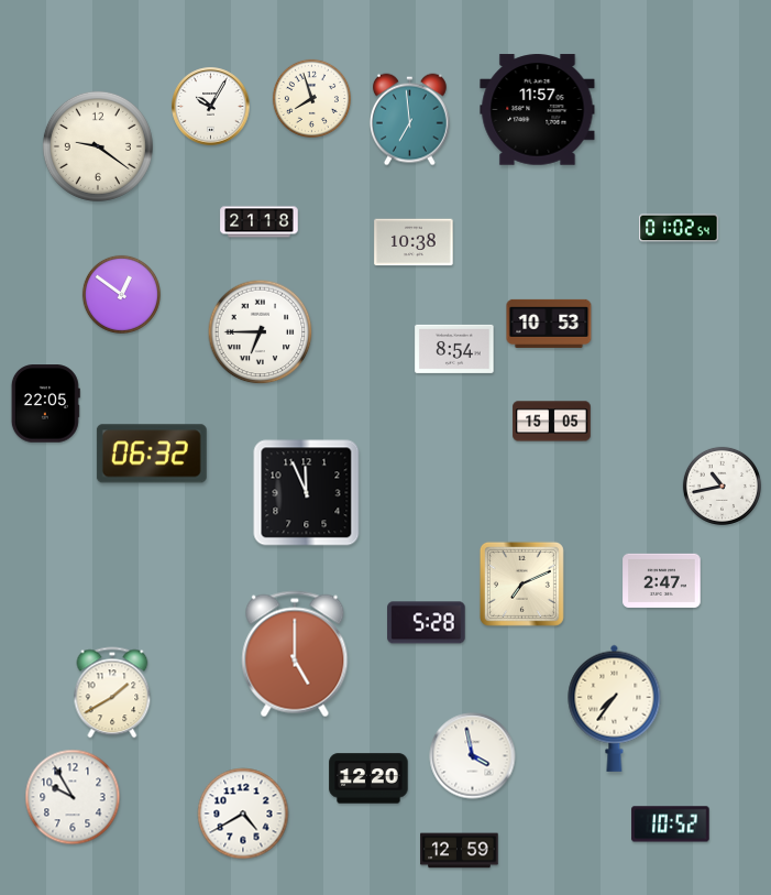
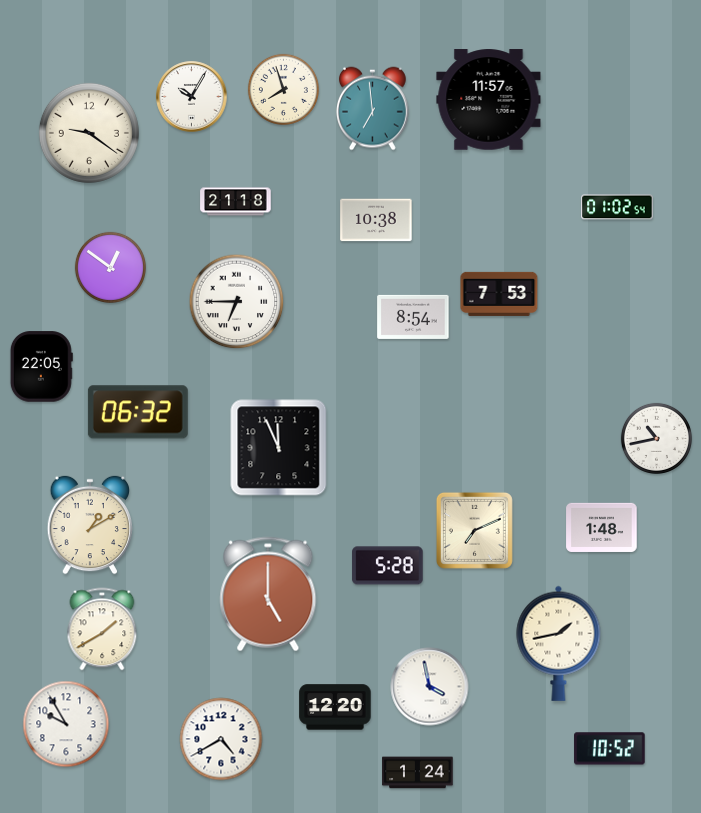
clock at (549, 324): 10:53 -> 7:53
clock at (552, 422): 15:05 -> none
clock at (722, 485) position: (722, 485) -> (656, 438)
clock at (90, 525): none -> 1:10
clock at (662, 580): 2:47 -> 1:48
clock at (615, 708): 7:36 -> 1:43
clock at (460, 851): 12:59 -> 1:24
